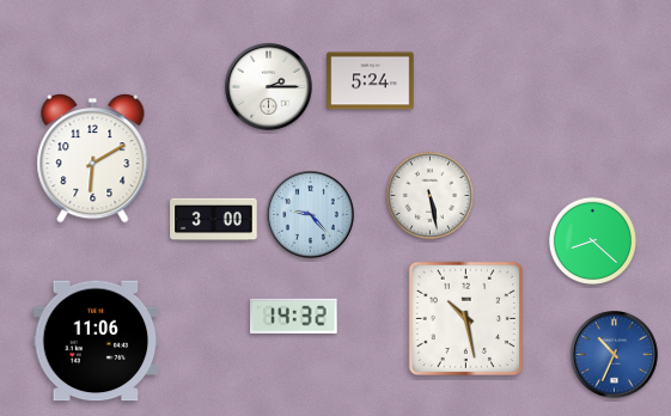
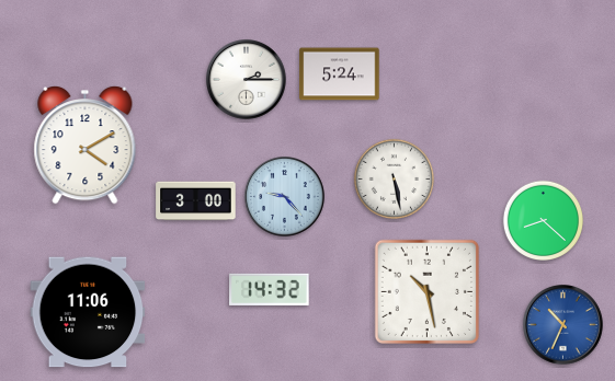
clock at (93, 159): 6:10 -> 4:10
